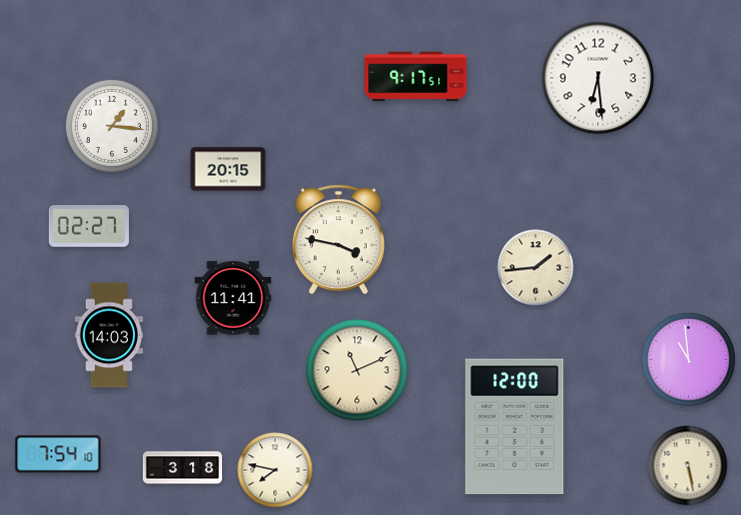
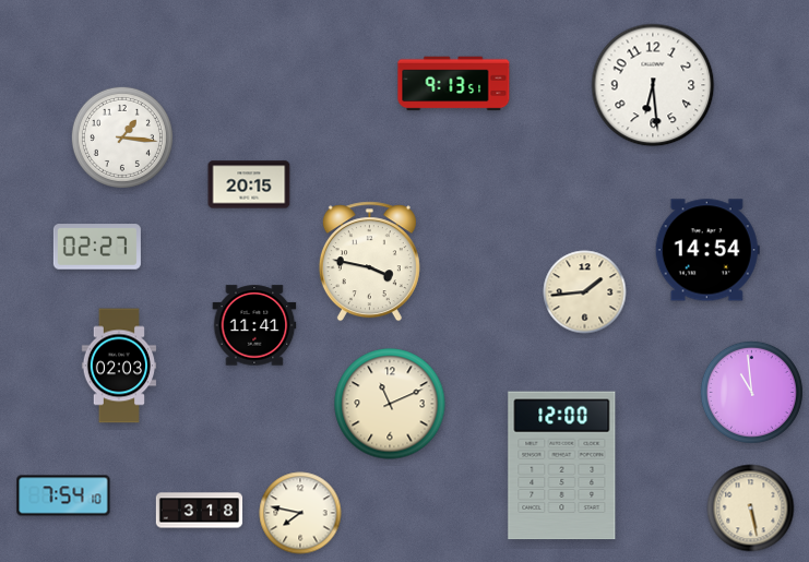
clock at (416, 77): 9:17 -> 9:13
clock at (707, 250): none -> 14:54
clock at (109, 335): 14:03 -> 02:03
